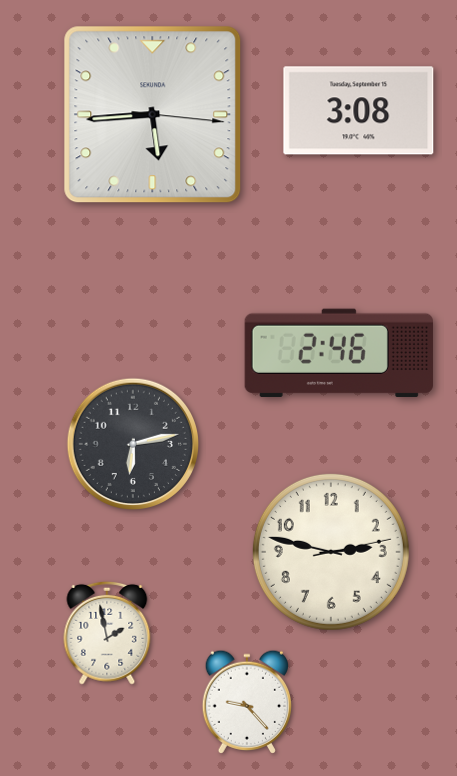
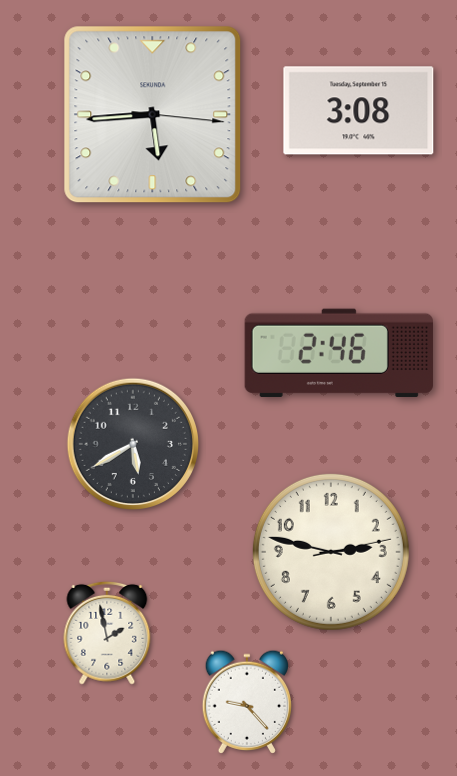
clock at (132, 443): 6:13 -> 5:40
